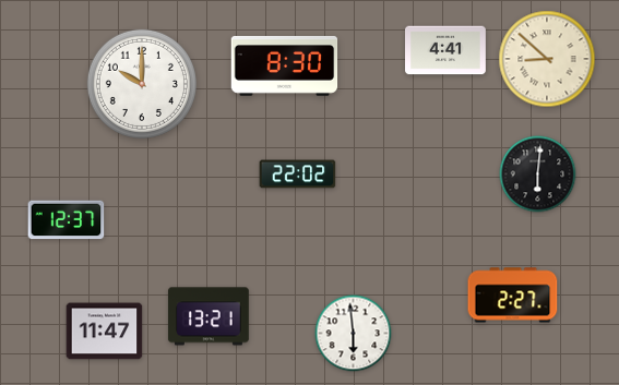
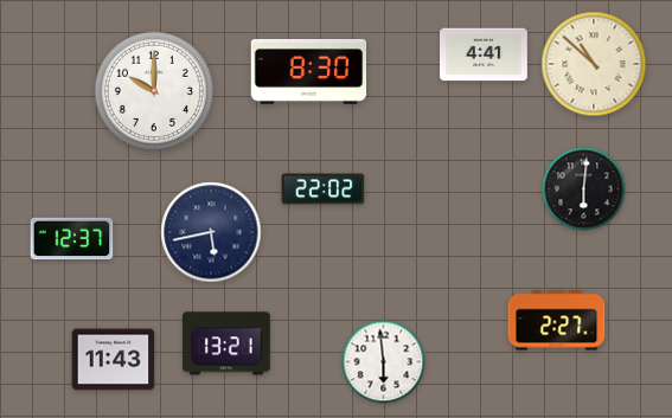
clock at (547, 59): 8:52 -> 10:52
clock at (211, 232): none -> 5:43
clock at (105, 332): 11:47 -> 11:43
